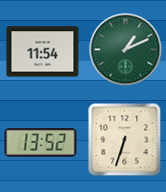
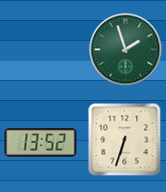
clock at (126, 50): 1:11 -> 1:57
clock at (43, 52): 11:54 -> none
